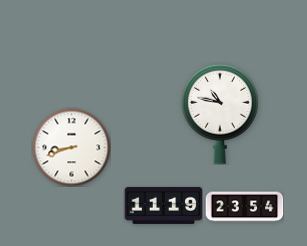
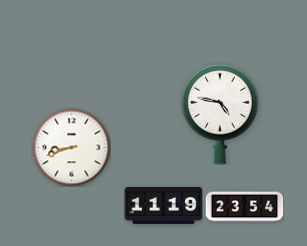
clock at (220, 114): 10:47 -> 4:47
